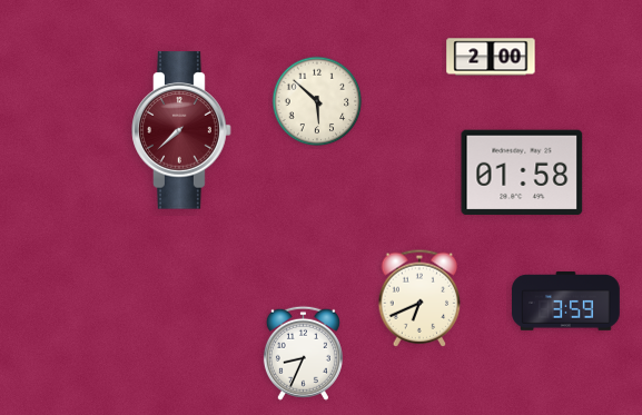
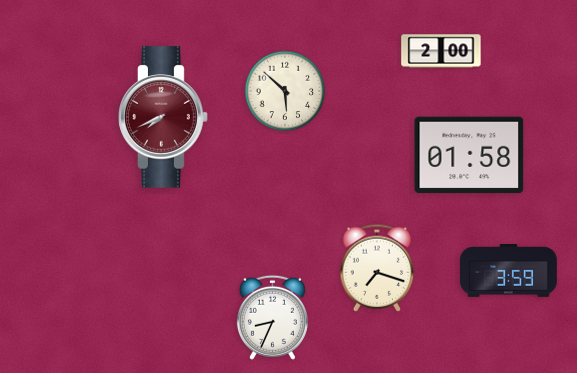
clock at (181, 130): 7:38 -> 7:41
clock at (419, 298): 6:41 -> 7:18
